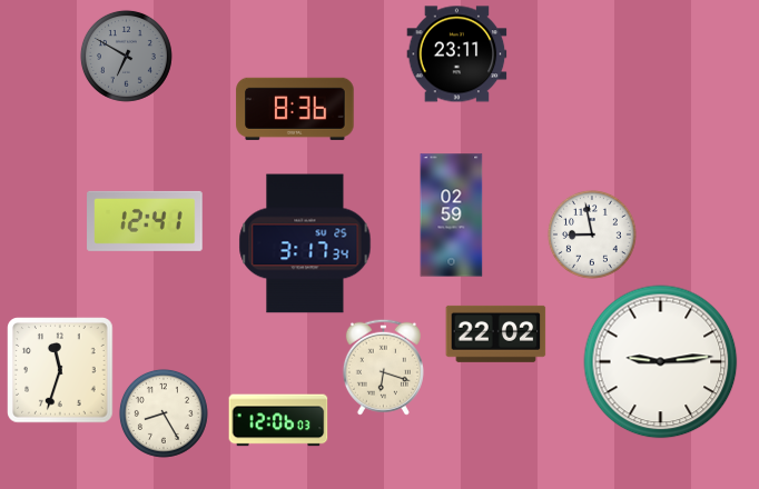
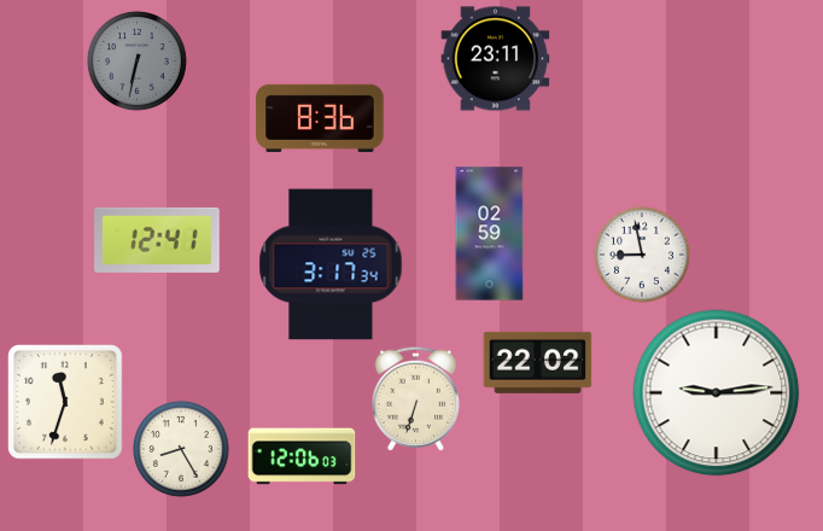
clock at (126, 56): 6:50 -> 6:32
clock at (383, 367): 6:18 -> 6:33
clock at (164, 413) position: (164, 413) -> (181, 449)
